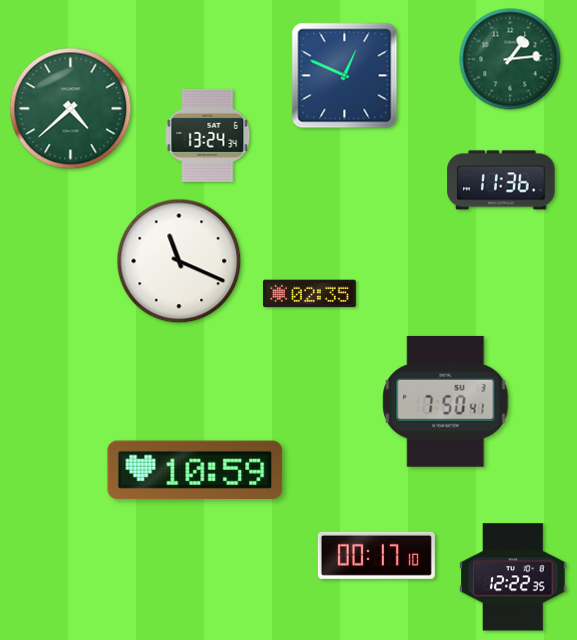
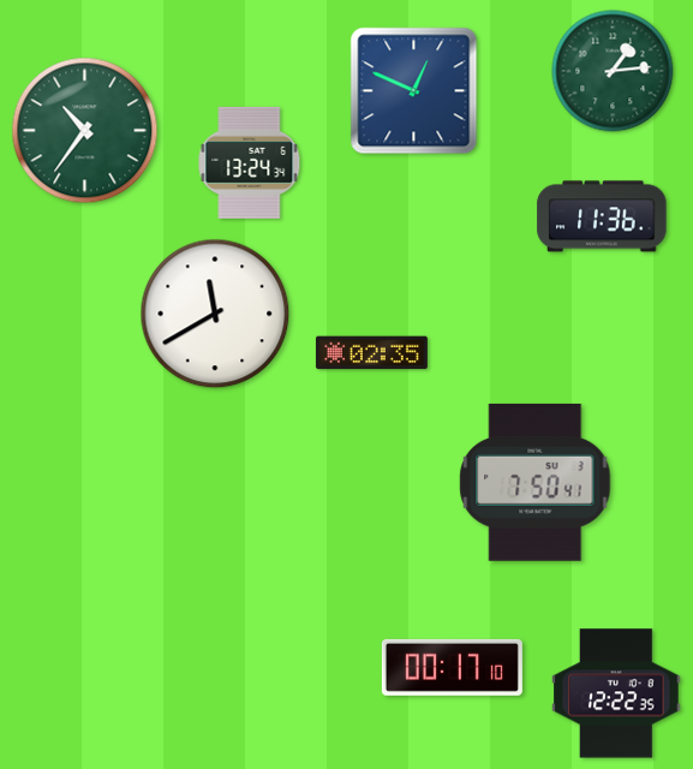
clock at (71, 109): 4:38 -> 10:36
clock at (179, 261): 11:19 -> 11:40
clock at (195, 470): 10:59 -> none
